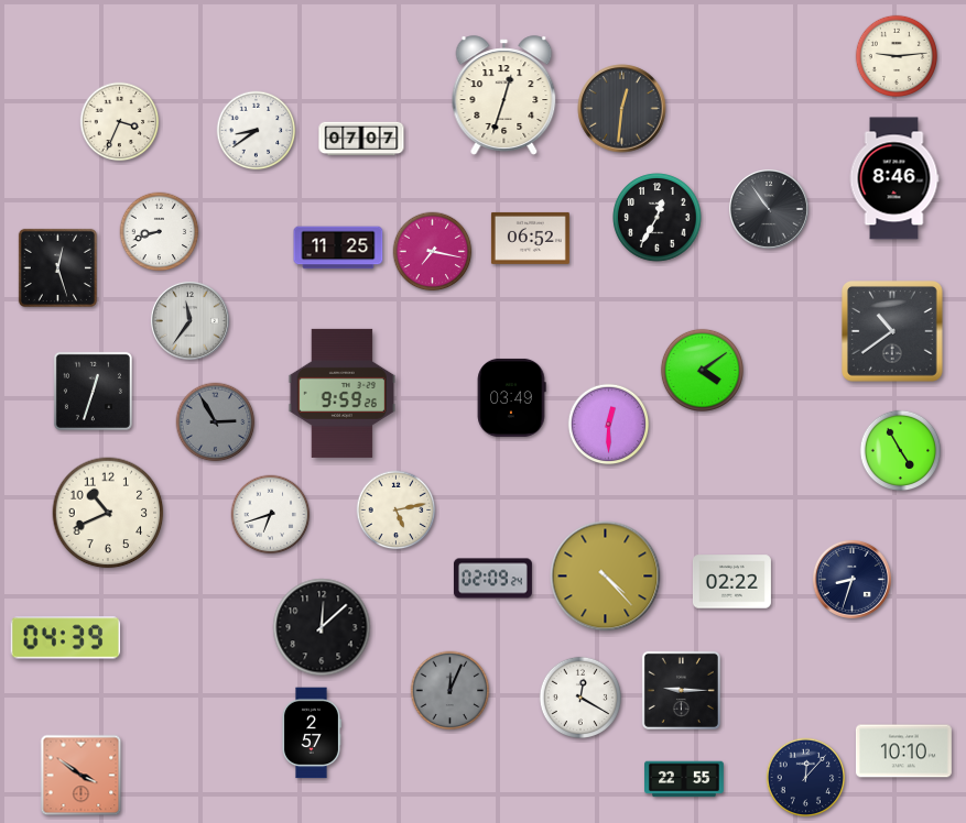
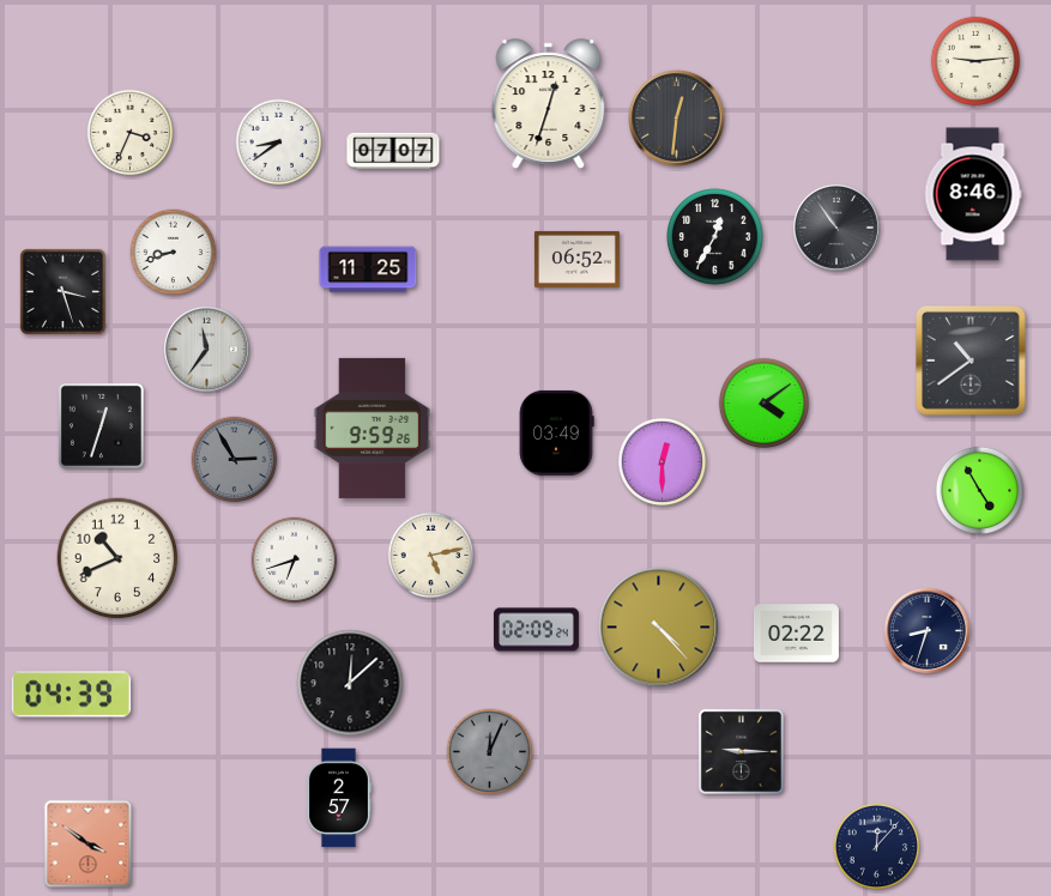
clock at (433, 252): 7:17 -> none
clock at (57, 267): 12:27 -> 3:27
clock at (579, 696): 12:20 -> none
clock at (903, 751): 10:10 -> none
clock at (685, 779): 22:55 -> none
